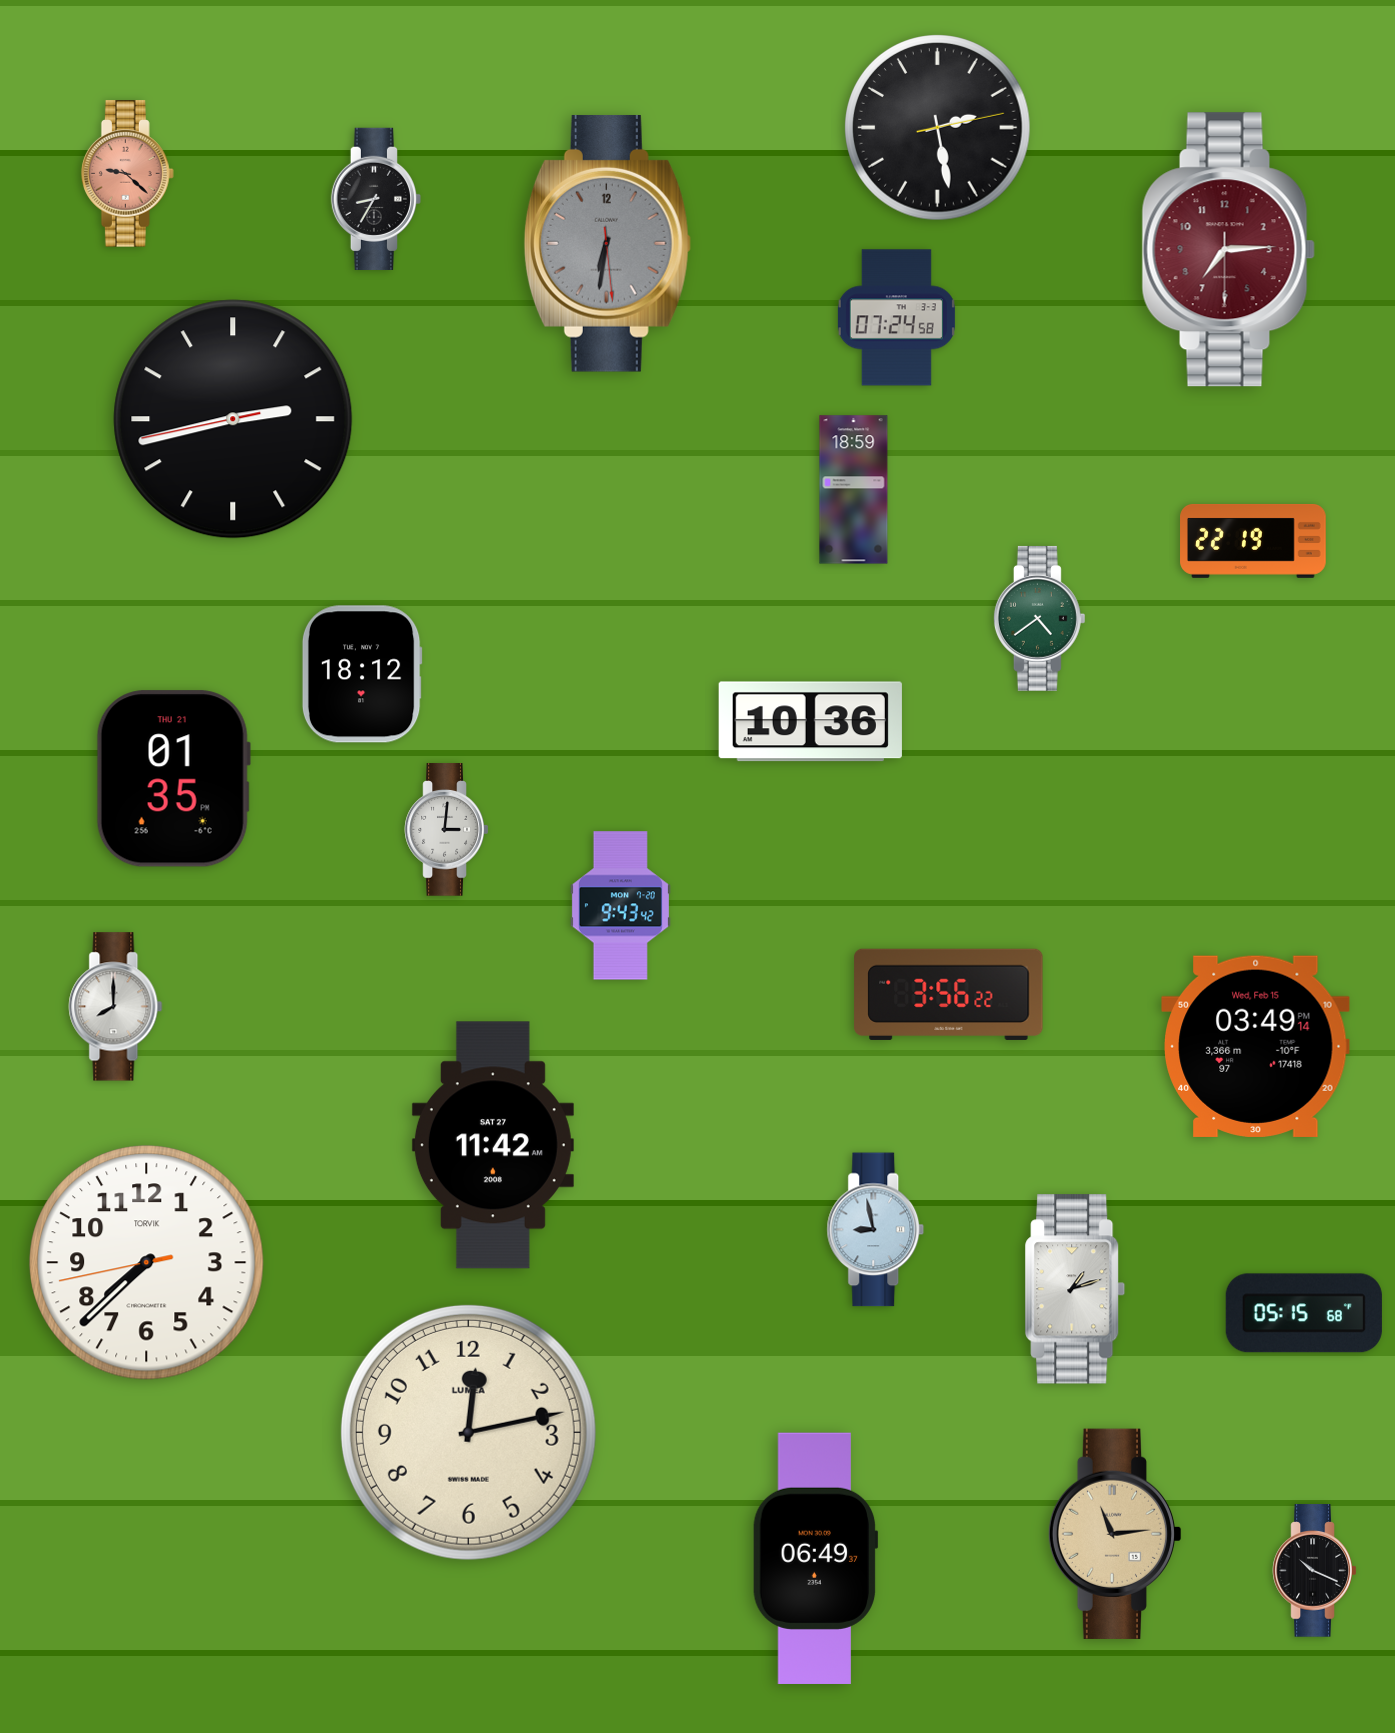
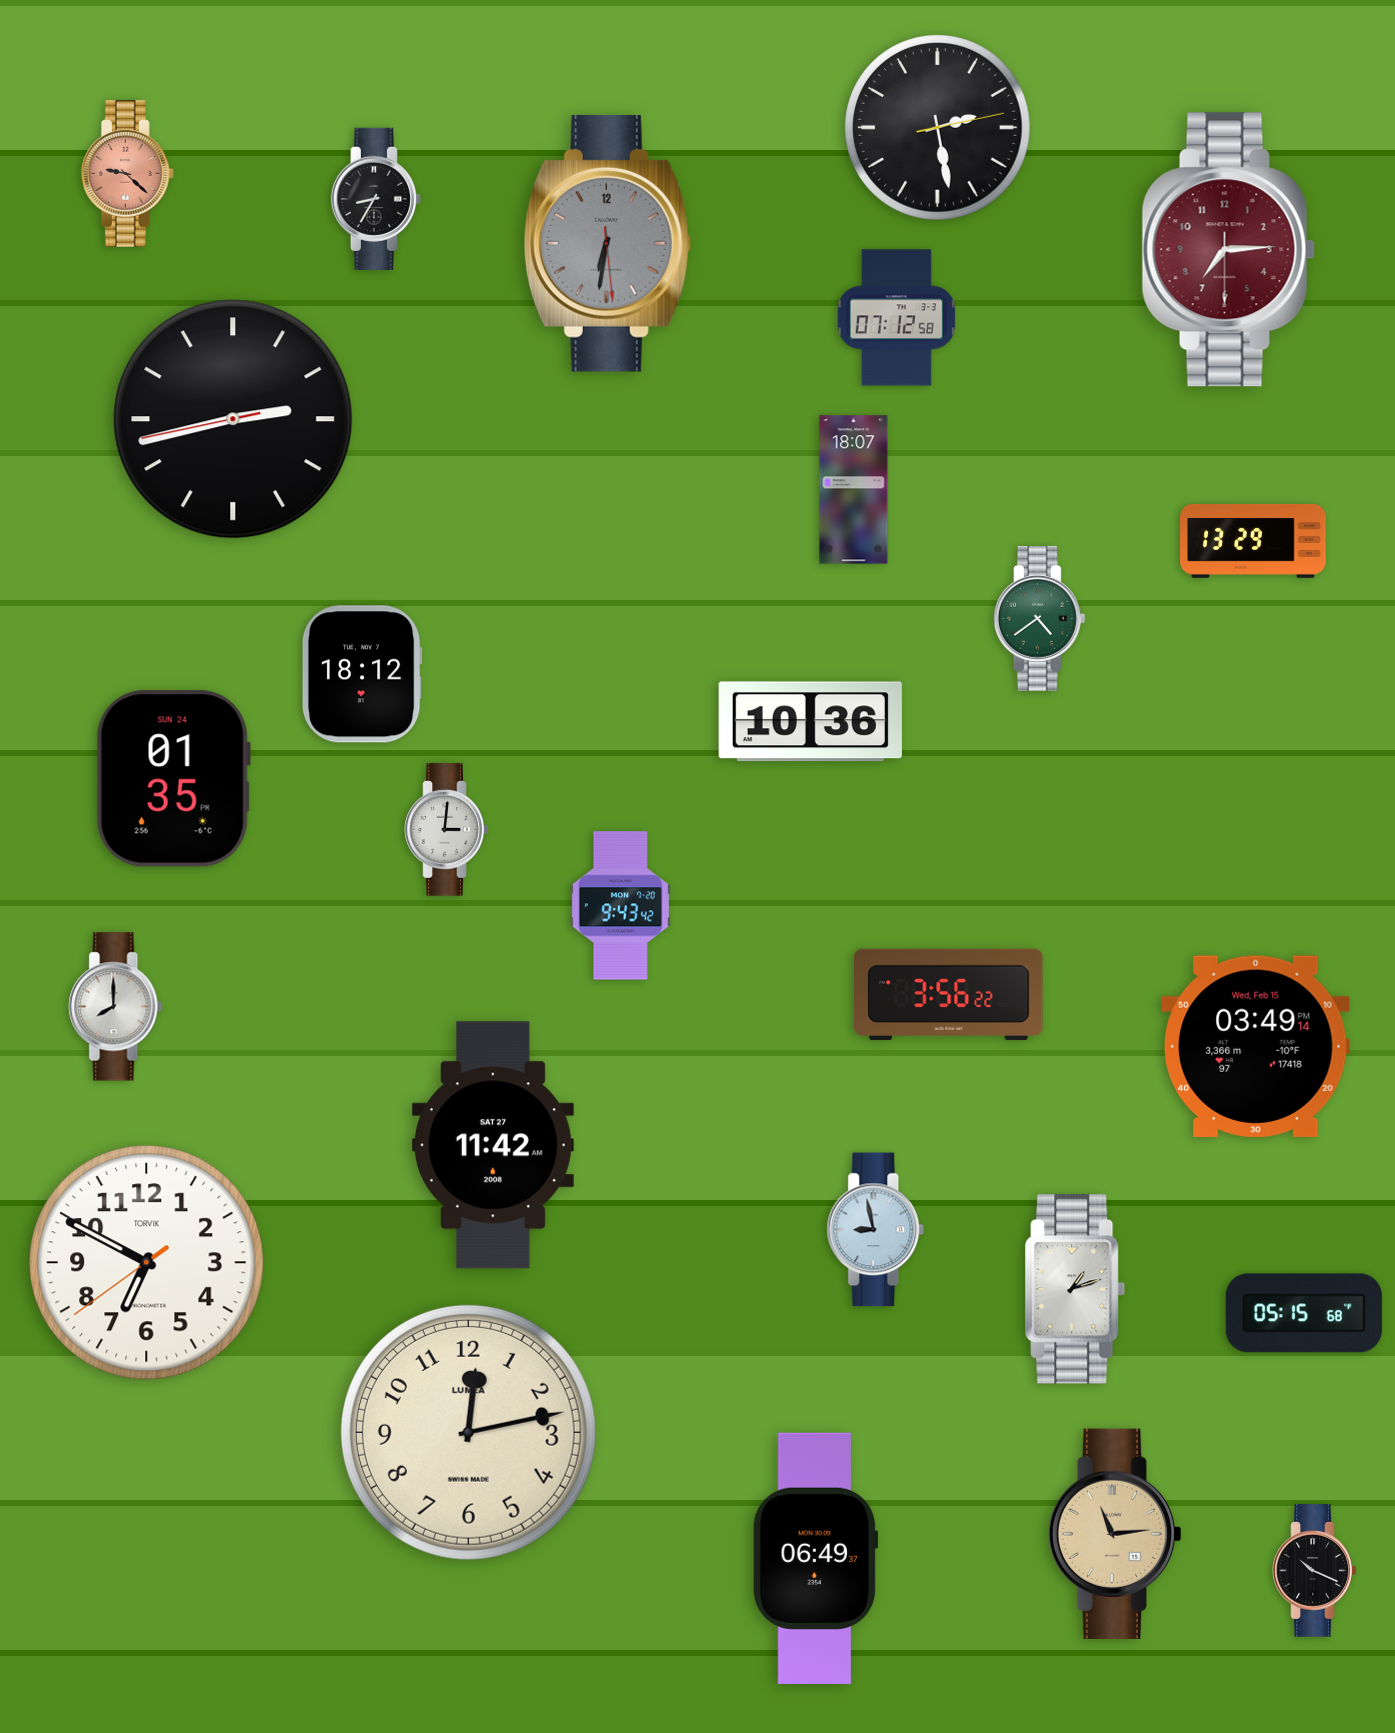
clock at (896, 318): 07:24 -> 07:12
clock at (854, 490): 18:59 -> 18:07
clock at (1253, 541): 22:19 -> 13:29
clock at (173, 779) date: THU 21 -> SUN 24
clock at (147, 1263): 7:37 -> 6:49
